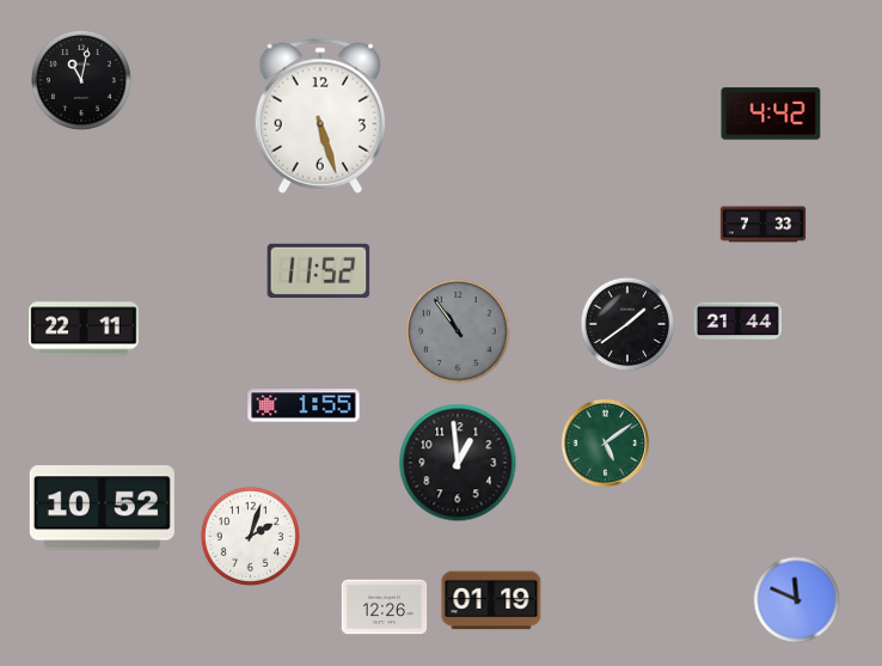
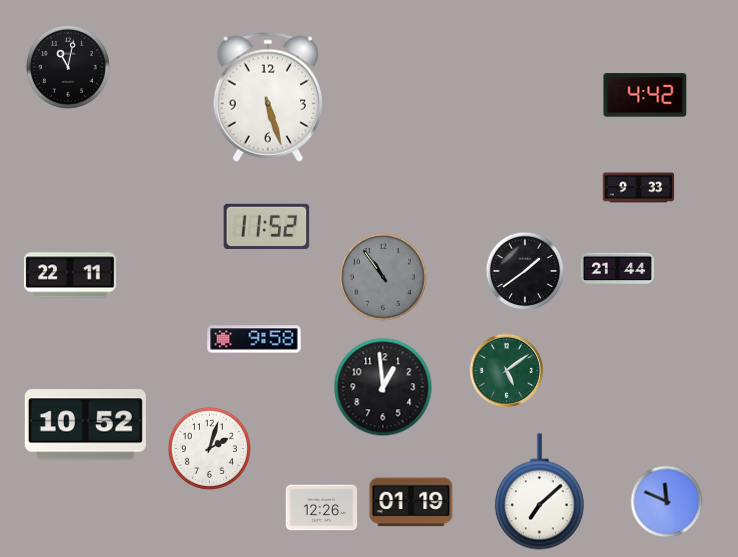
clock at (764, 225): 7:33 -> 9:33
clock at (304, 405): 1:55 -> 9:58
clock at (539, 492): none -> 7:08
